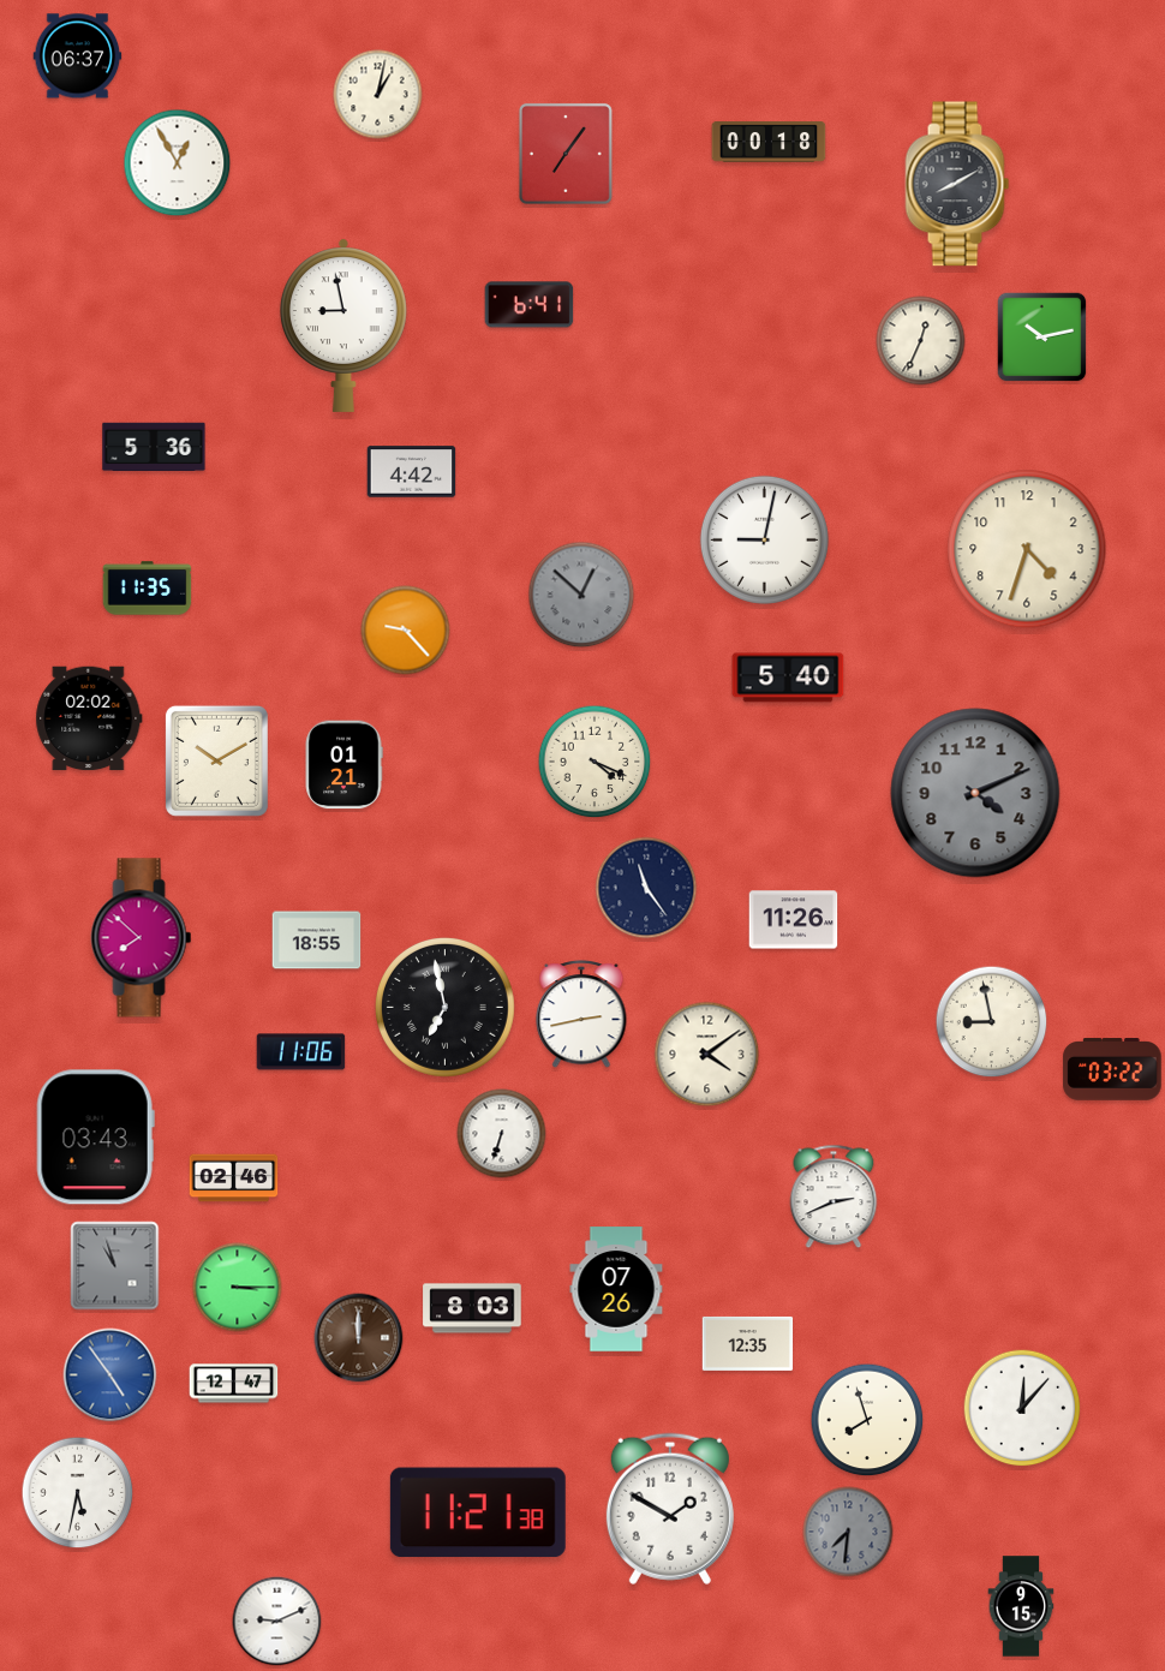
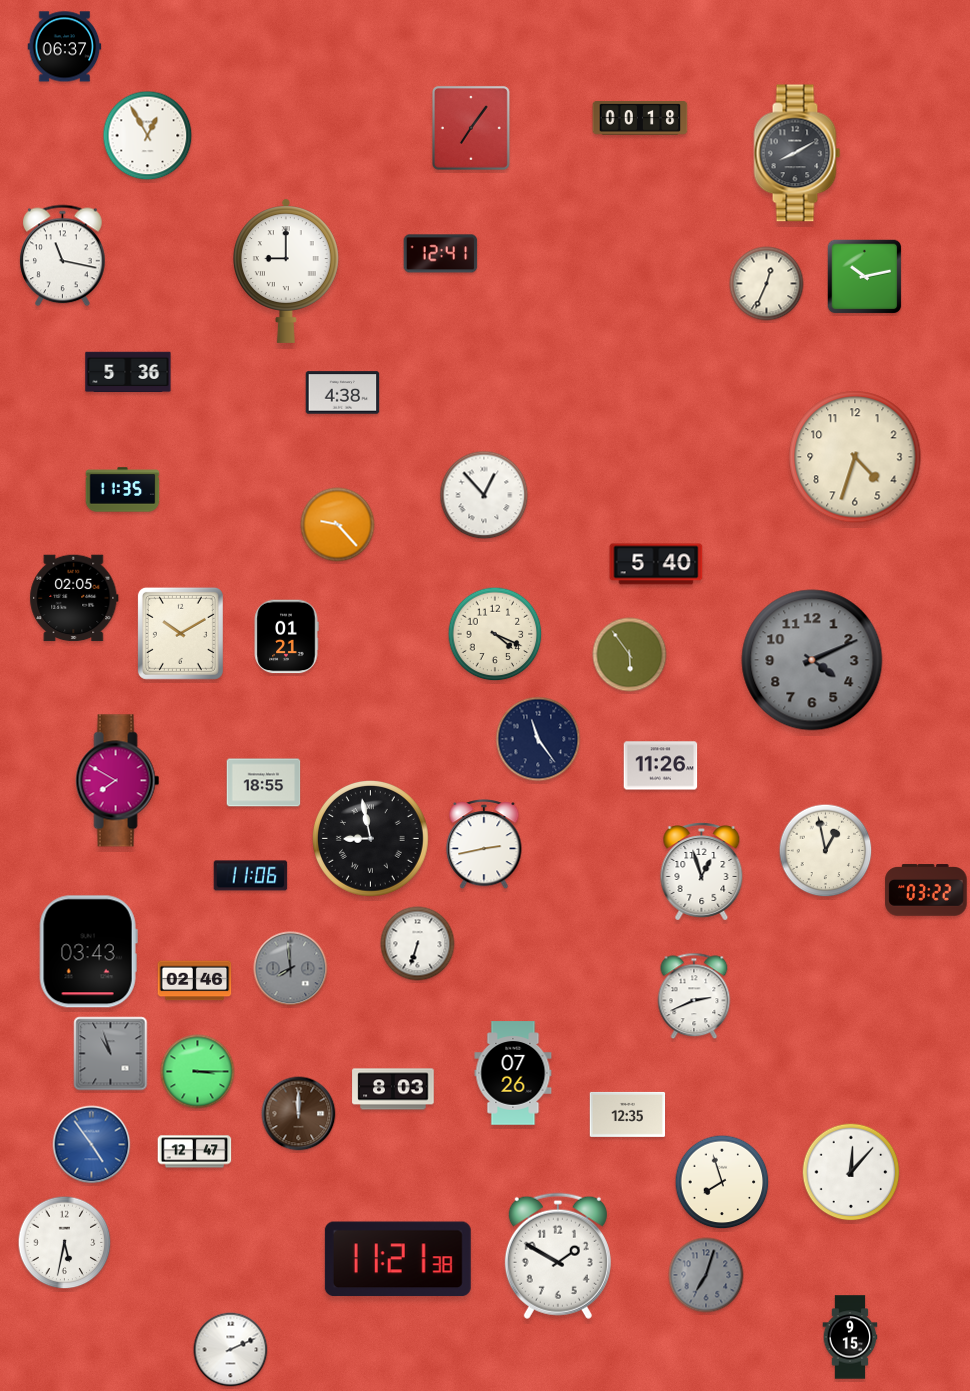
clock at (378, 95): 1:02 -> none
clock at (530, 305): 6:41 -> 12:41
clock at (63, 256): none -> 11:17
clock at (343, 326): 8:58 -> 9:00
clock at (1042, 338) position: (1042, 338) -> (865, 277)
clock at (412, 472): 4:42 -> 4:38
clock at (764, 539): 9:02 -> none
clock at (581, 595): 12:52 -> 12:53
clock at (581, 595) dial: grey -> white
clock at (89, 718): 02:02 -> 02:05
clock at (630, 655): none -> 5:54
clock at (142, 938): 7:52 -> 7:50
clock at (444, 1007): 6:58 -> 8:58
clock at (992, 1022): 8:58 -> 12:58
clock at (702, 872): none -> 12:57
clock at (707, 1055): 4:09 -> none
clock at (95, 1138) position: (95, 1138) -> (88, 952)
clock at (291, 969): none -> 7:59
clock at (115, 1266) position: (115, 1266) -> (111, 1054)
clock at (748, 1343) position: (748, 1343) -> (628, 1114)
clock at (848, 1532): 7:31 -> 7:03
clock at (277, 1622): 9:11 -> 2:11
